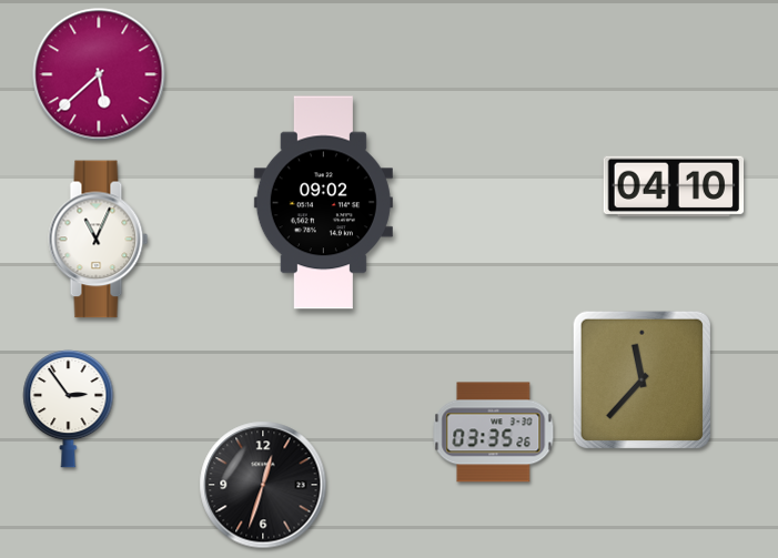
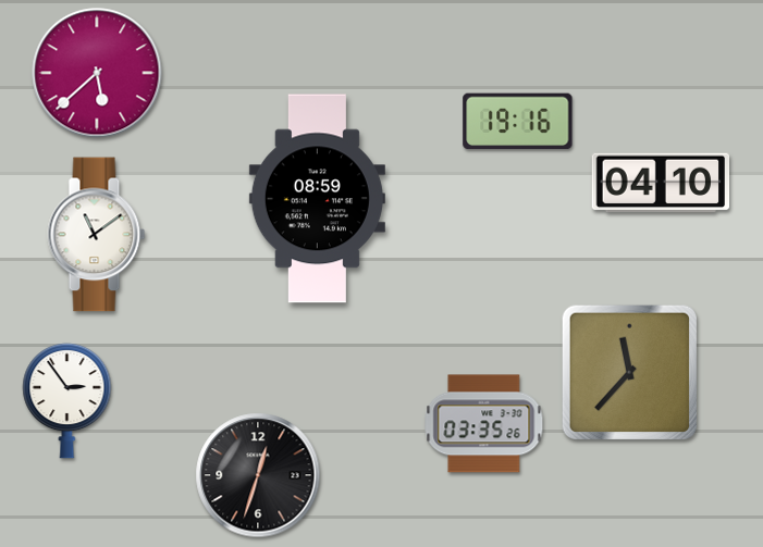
clock at (518, 122): none -> 19:16
clock at (323, 203): 09:02 -> 08:59
clock at (99, 240): 11:04 -> 11:09
